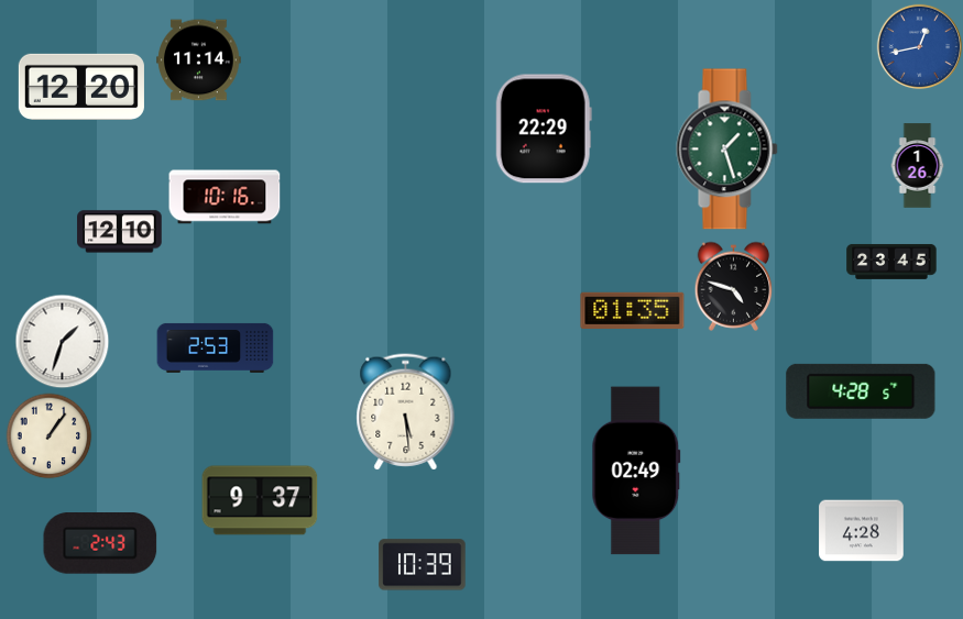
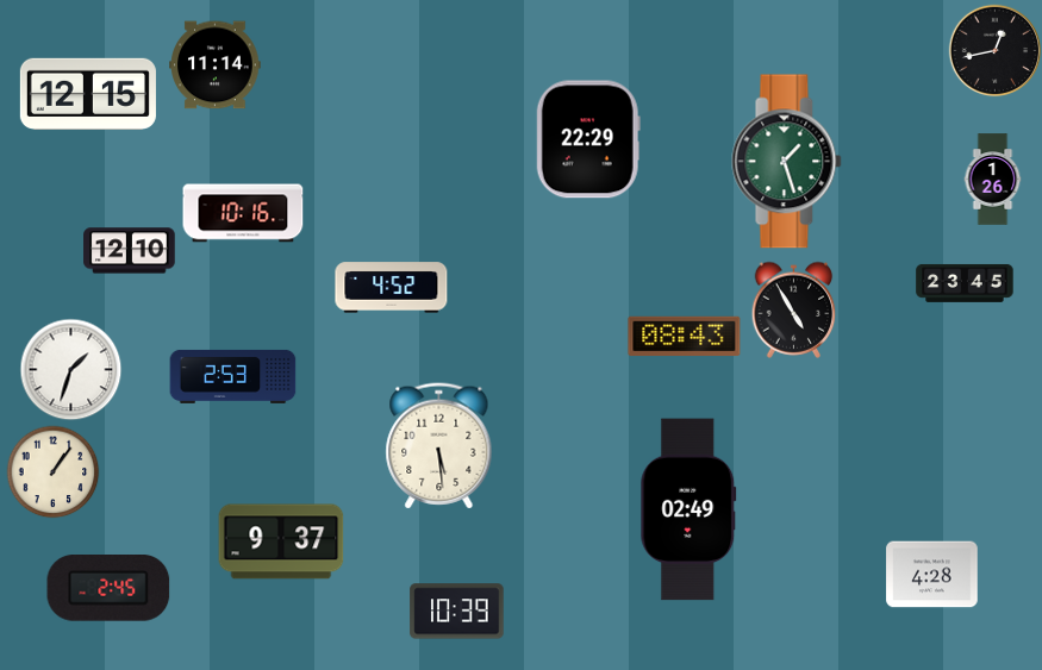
clock at (919, 46) dial: blue -> black
clock at (81, 87): 12:20 -> 12:15
clock at (392, 288): none -> 4:52
clock at (734, 286): 4:48 -> 4:55
clock at (633, 311): 01:35 -> 08:43
clock at (62, 341) position: (62, 341) -> (70, 369)
clock at (861, 391): 4:28 -> none
clock at (100, 544): 2:43 -> 2:45
